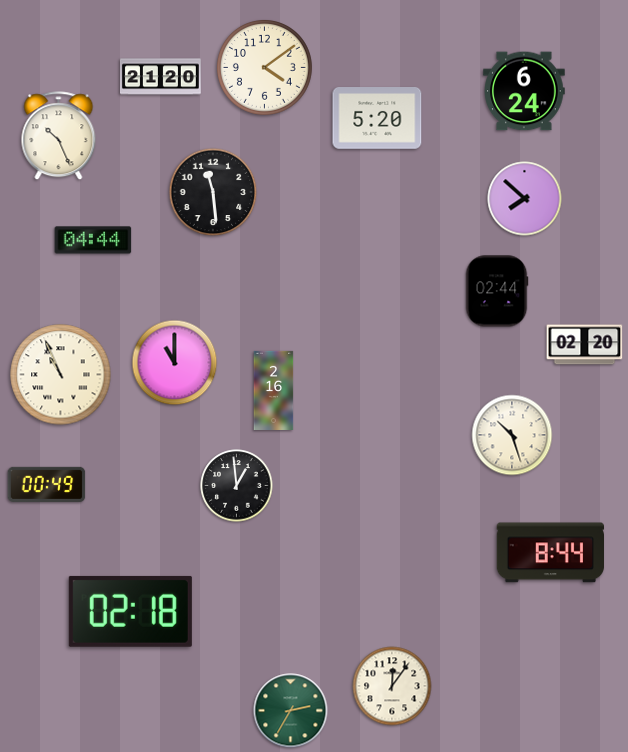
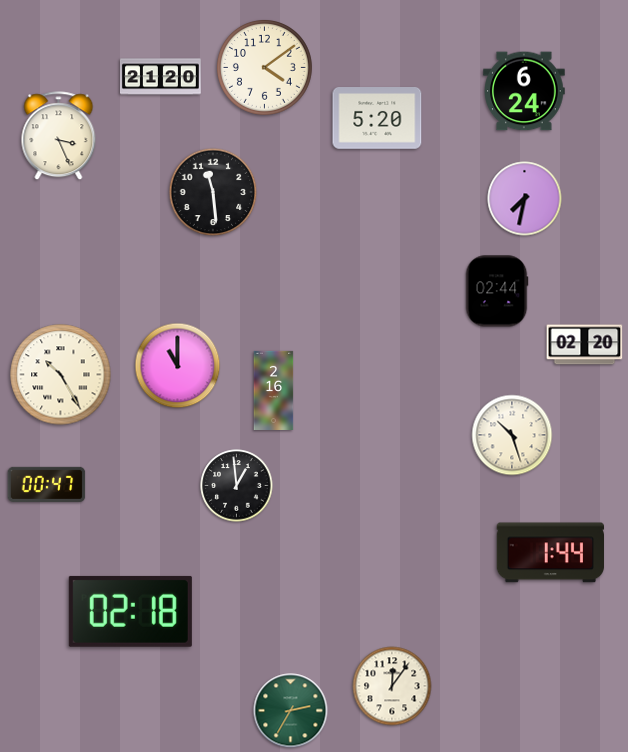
clock at (59, 136): 10:26 -> 3:26
clock at (525, 199): 7:52 -> 7:32
clock at (93, 240): 04:44 -> none
clock at (175, 363) position: (175, 363) -> (178, 366)
clock at (61, 375): 10:56 -> 10:25
clock at (47, 484): 00:49 -> 00:47
clock at (550, 553): 8:44 -> 1:44
